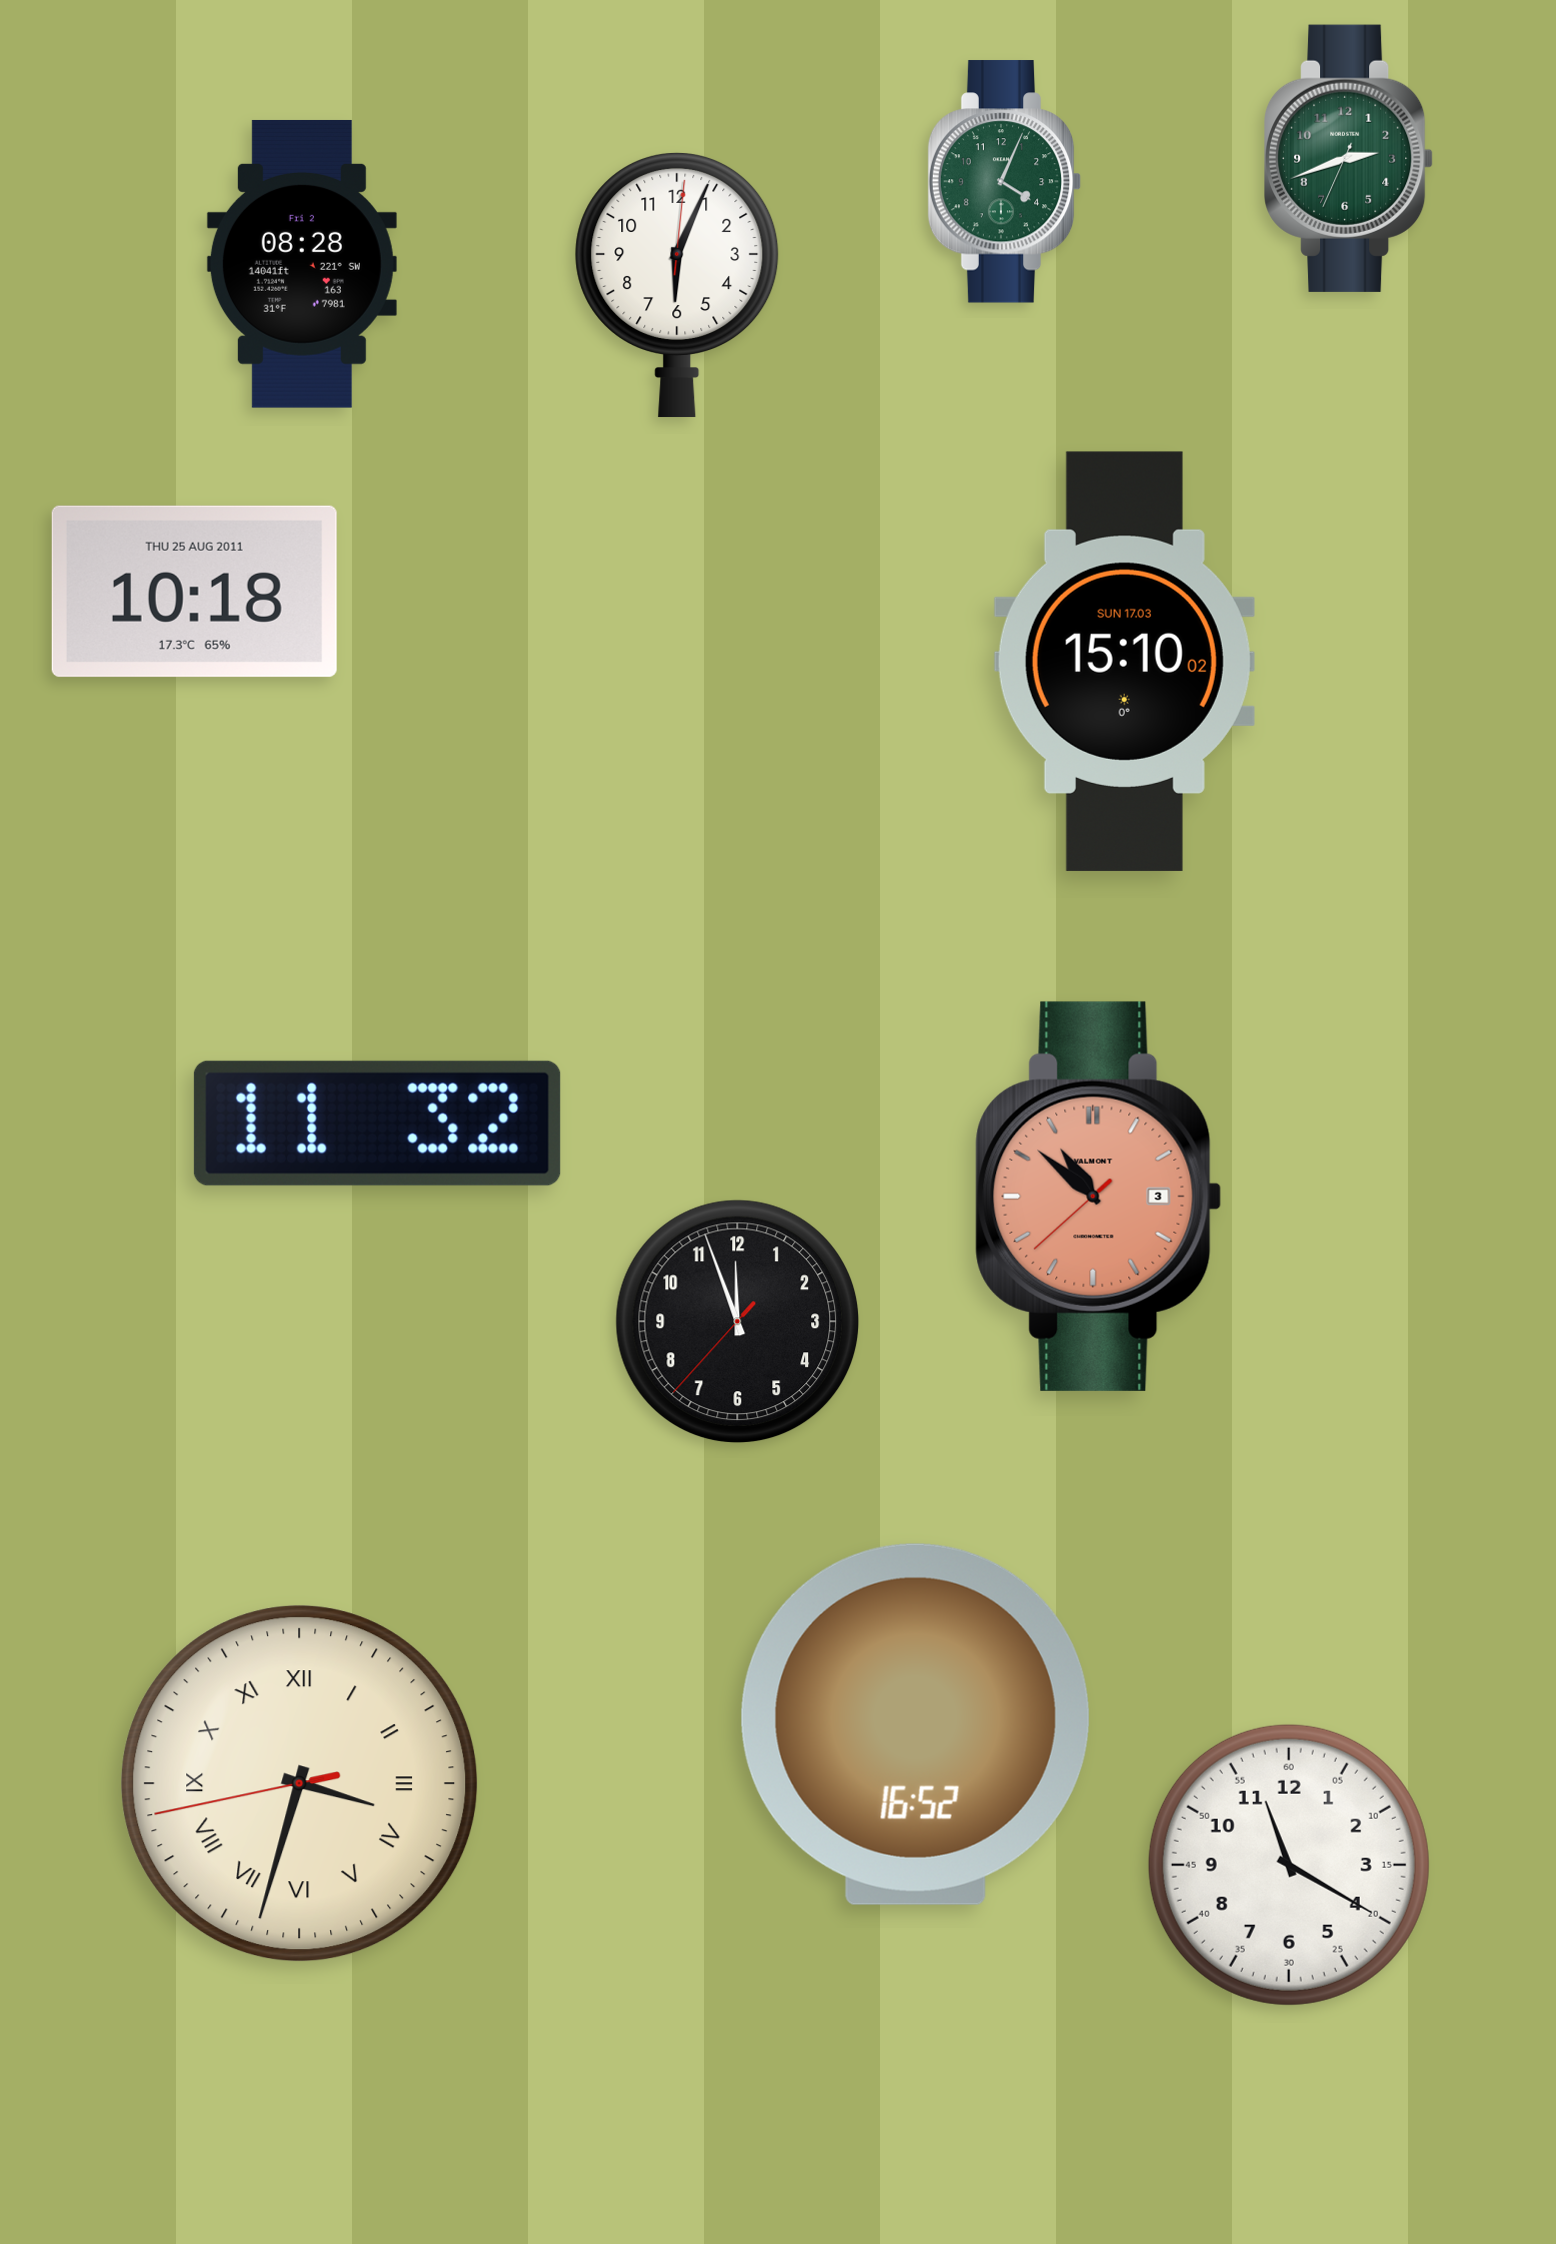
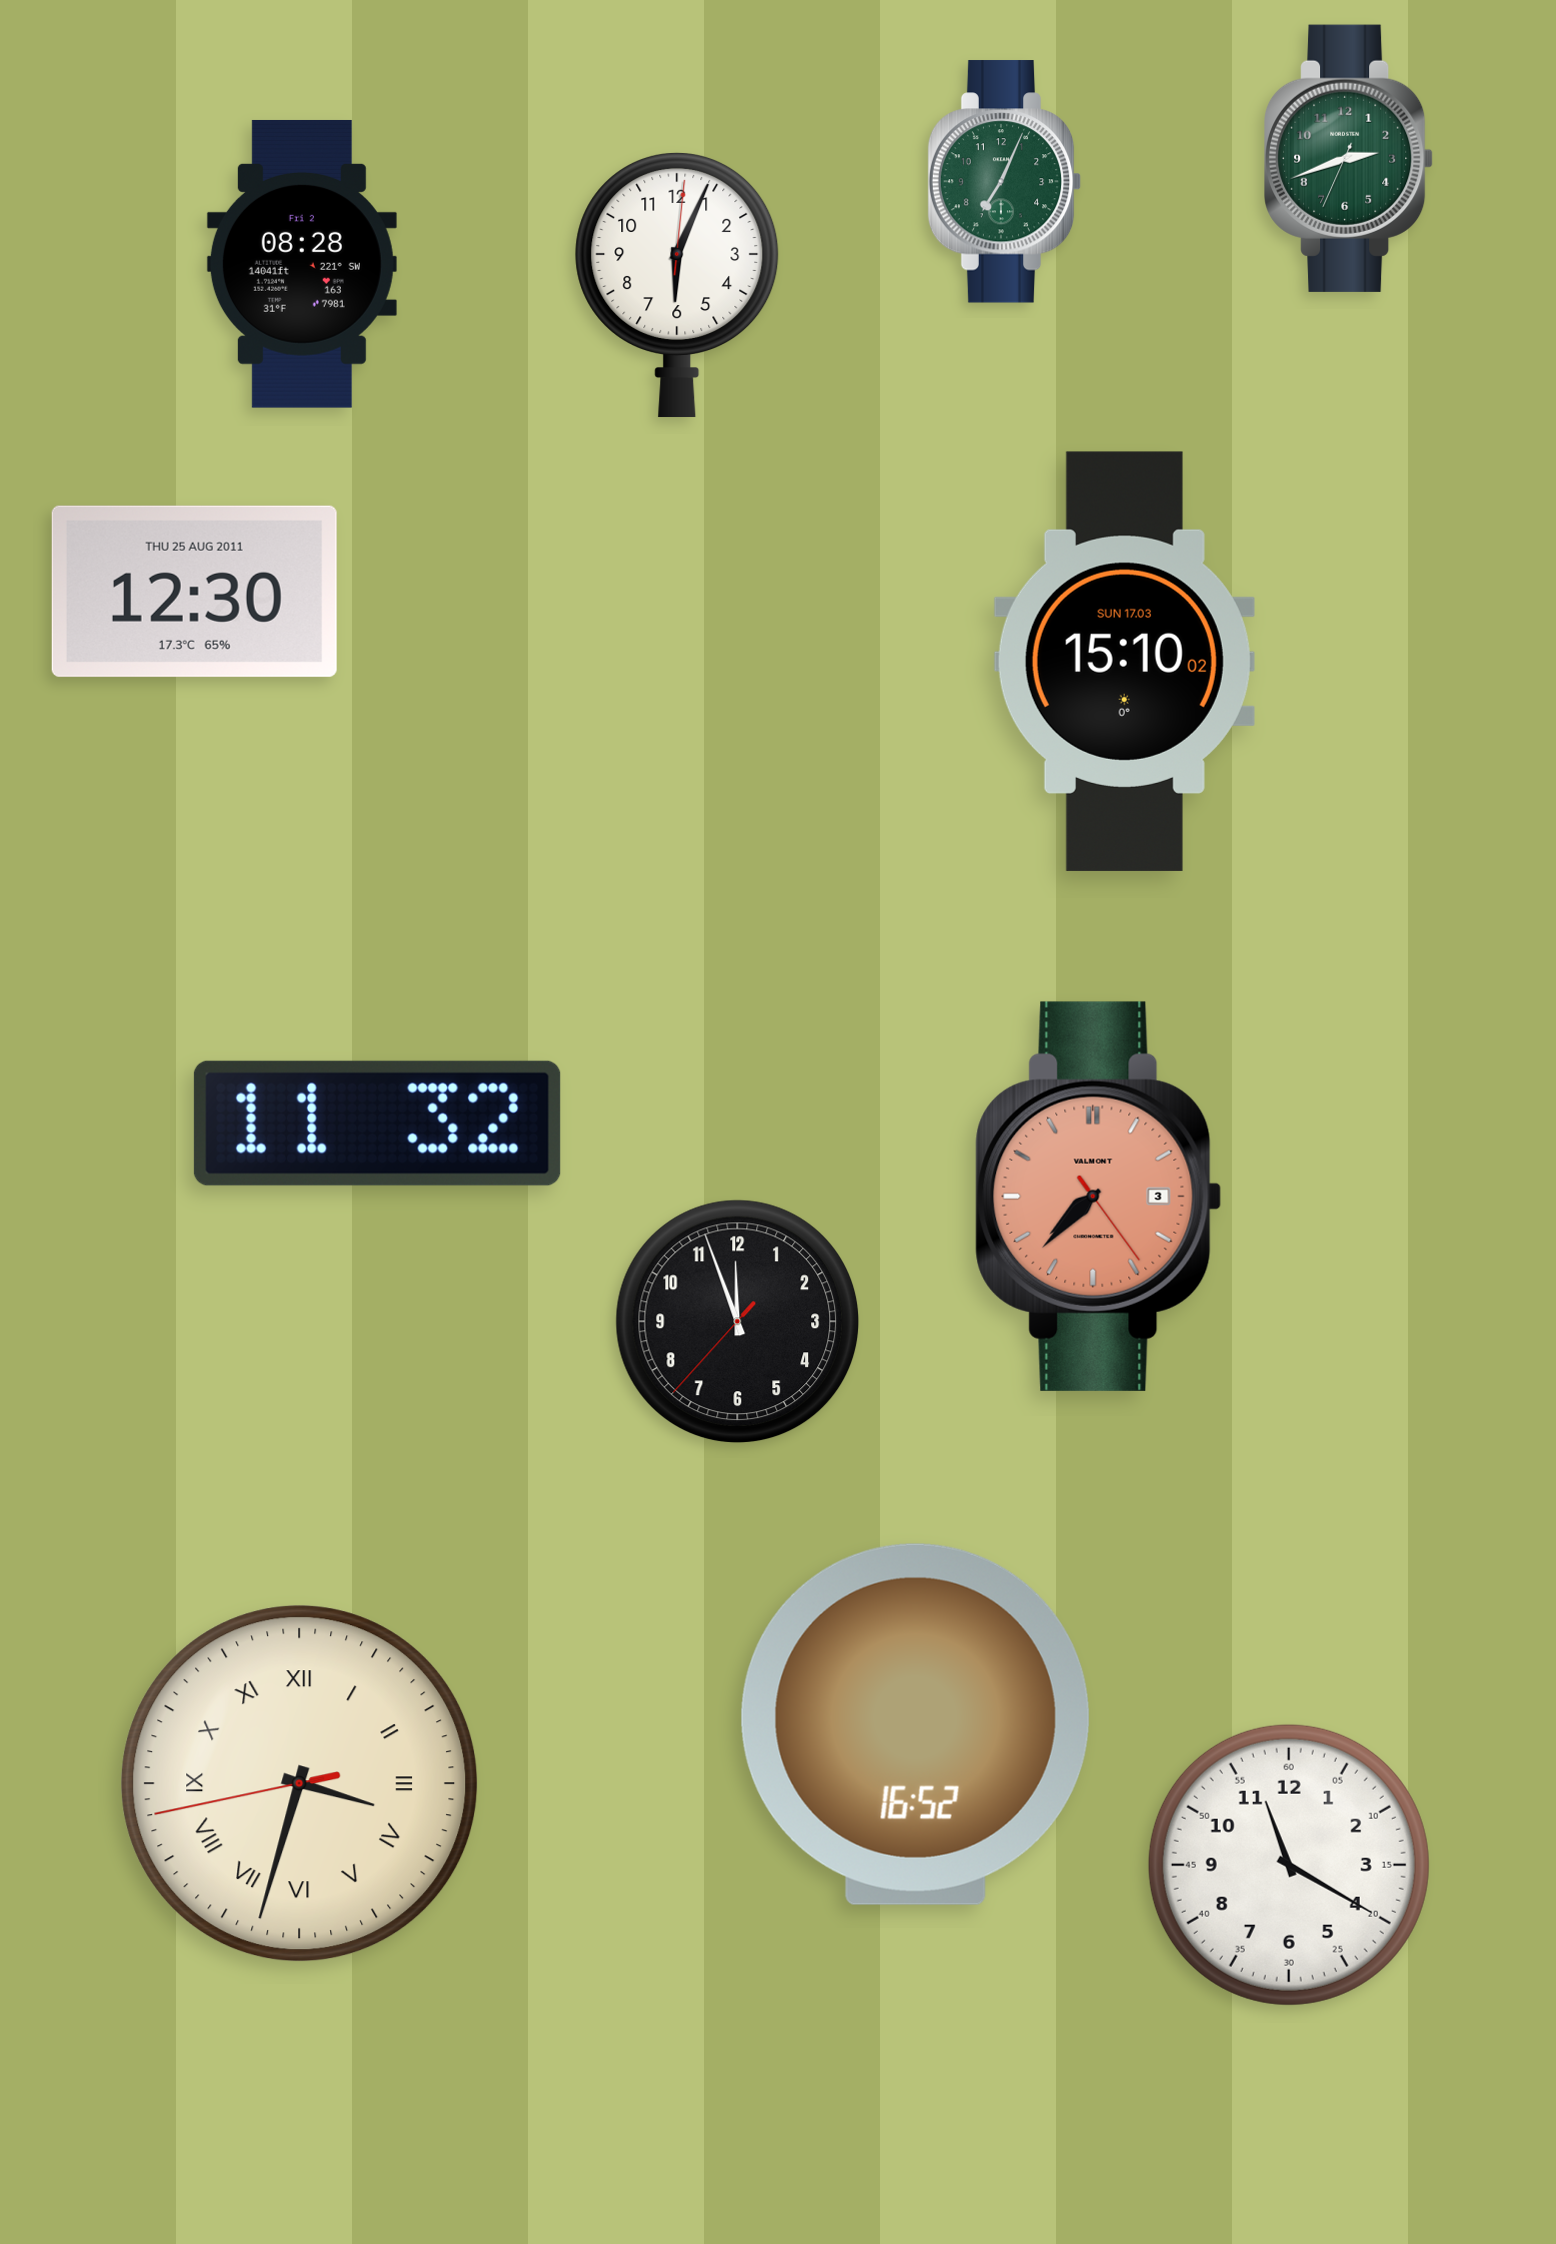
clock at (1005, 182): 4:04 -> 7:04
clock at (194, 591): 10:18 -> 12:30
clock at (1099, 1196): 10:51 -> 7:37
